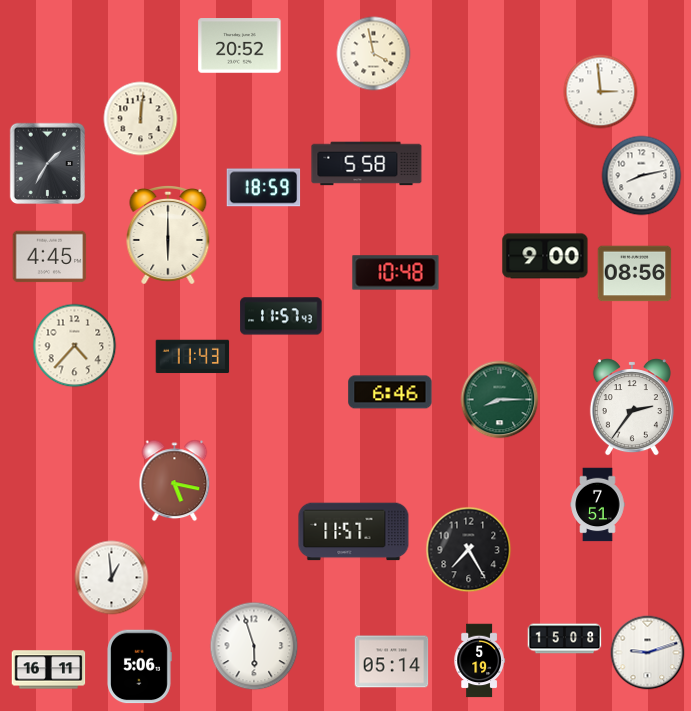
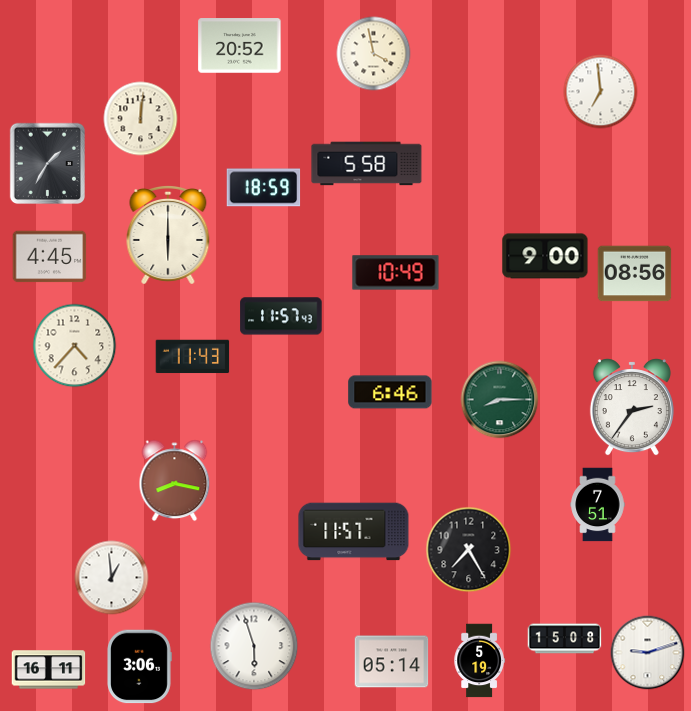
clock at (601, 92): 2:59 -> 6:59
clock at (642, 176): 8:13 -> none
clock at (396, 273): 10:48 -> 10:49
clock at (175, 481): 5:17 -> 8:17
clock at (139, 667): 5:06 -> 3:06
